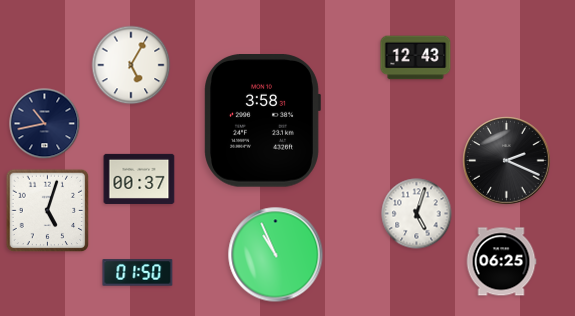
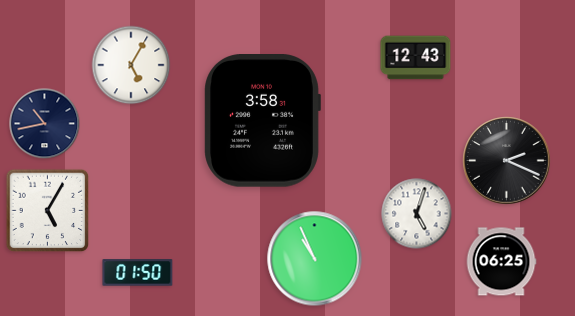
clock at (139, 179): 00:37 -> none
clock at (48, 211): 5:03 -> 5:05
clock at (276, 255) position: (276, 255) -> (315, 259)
